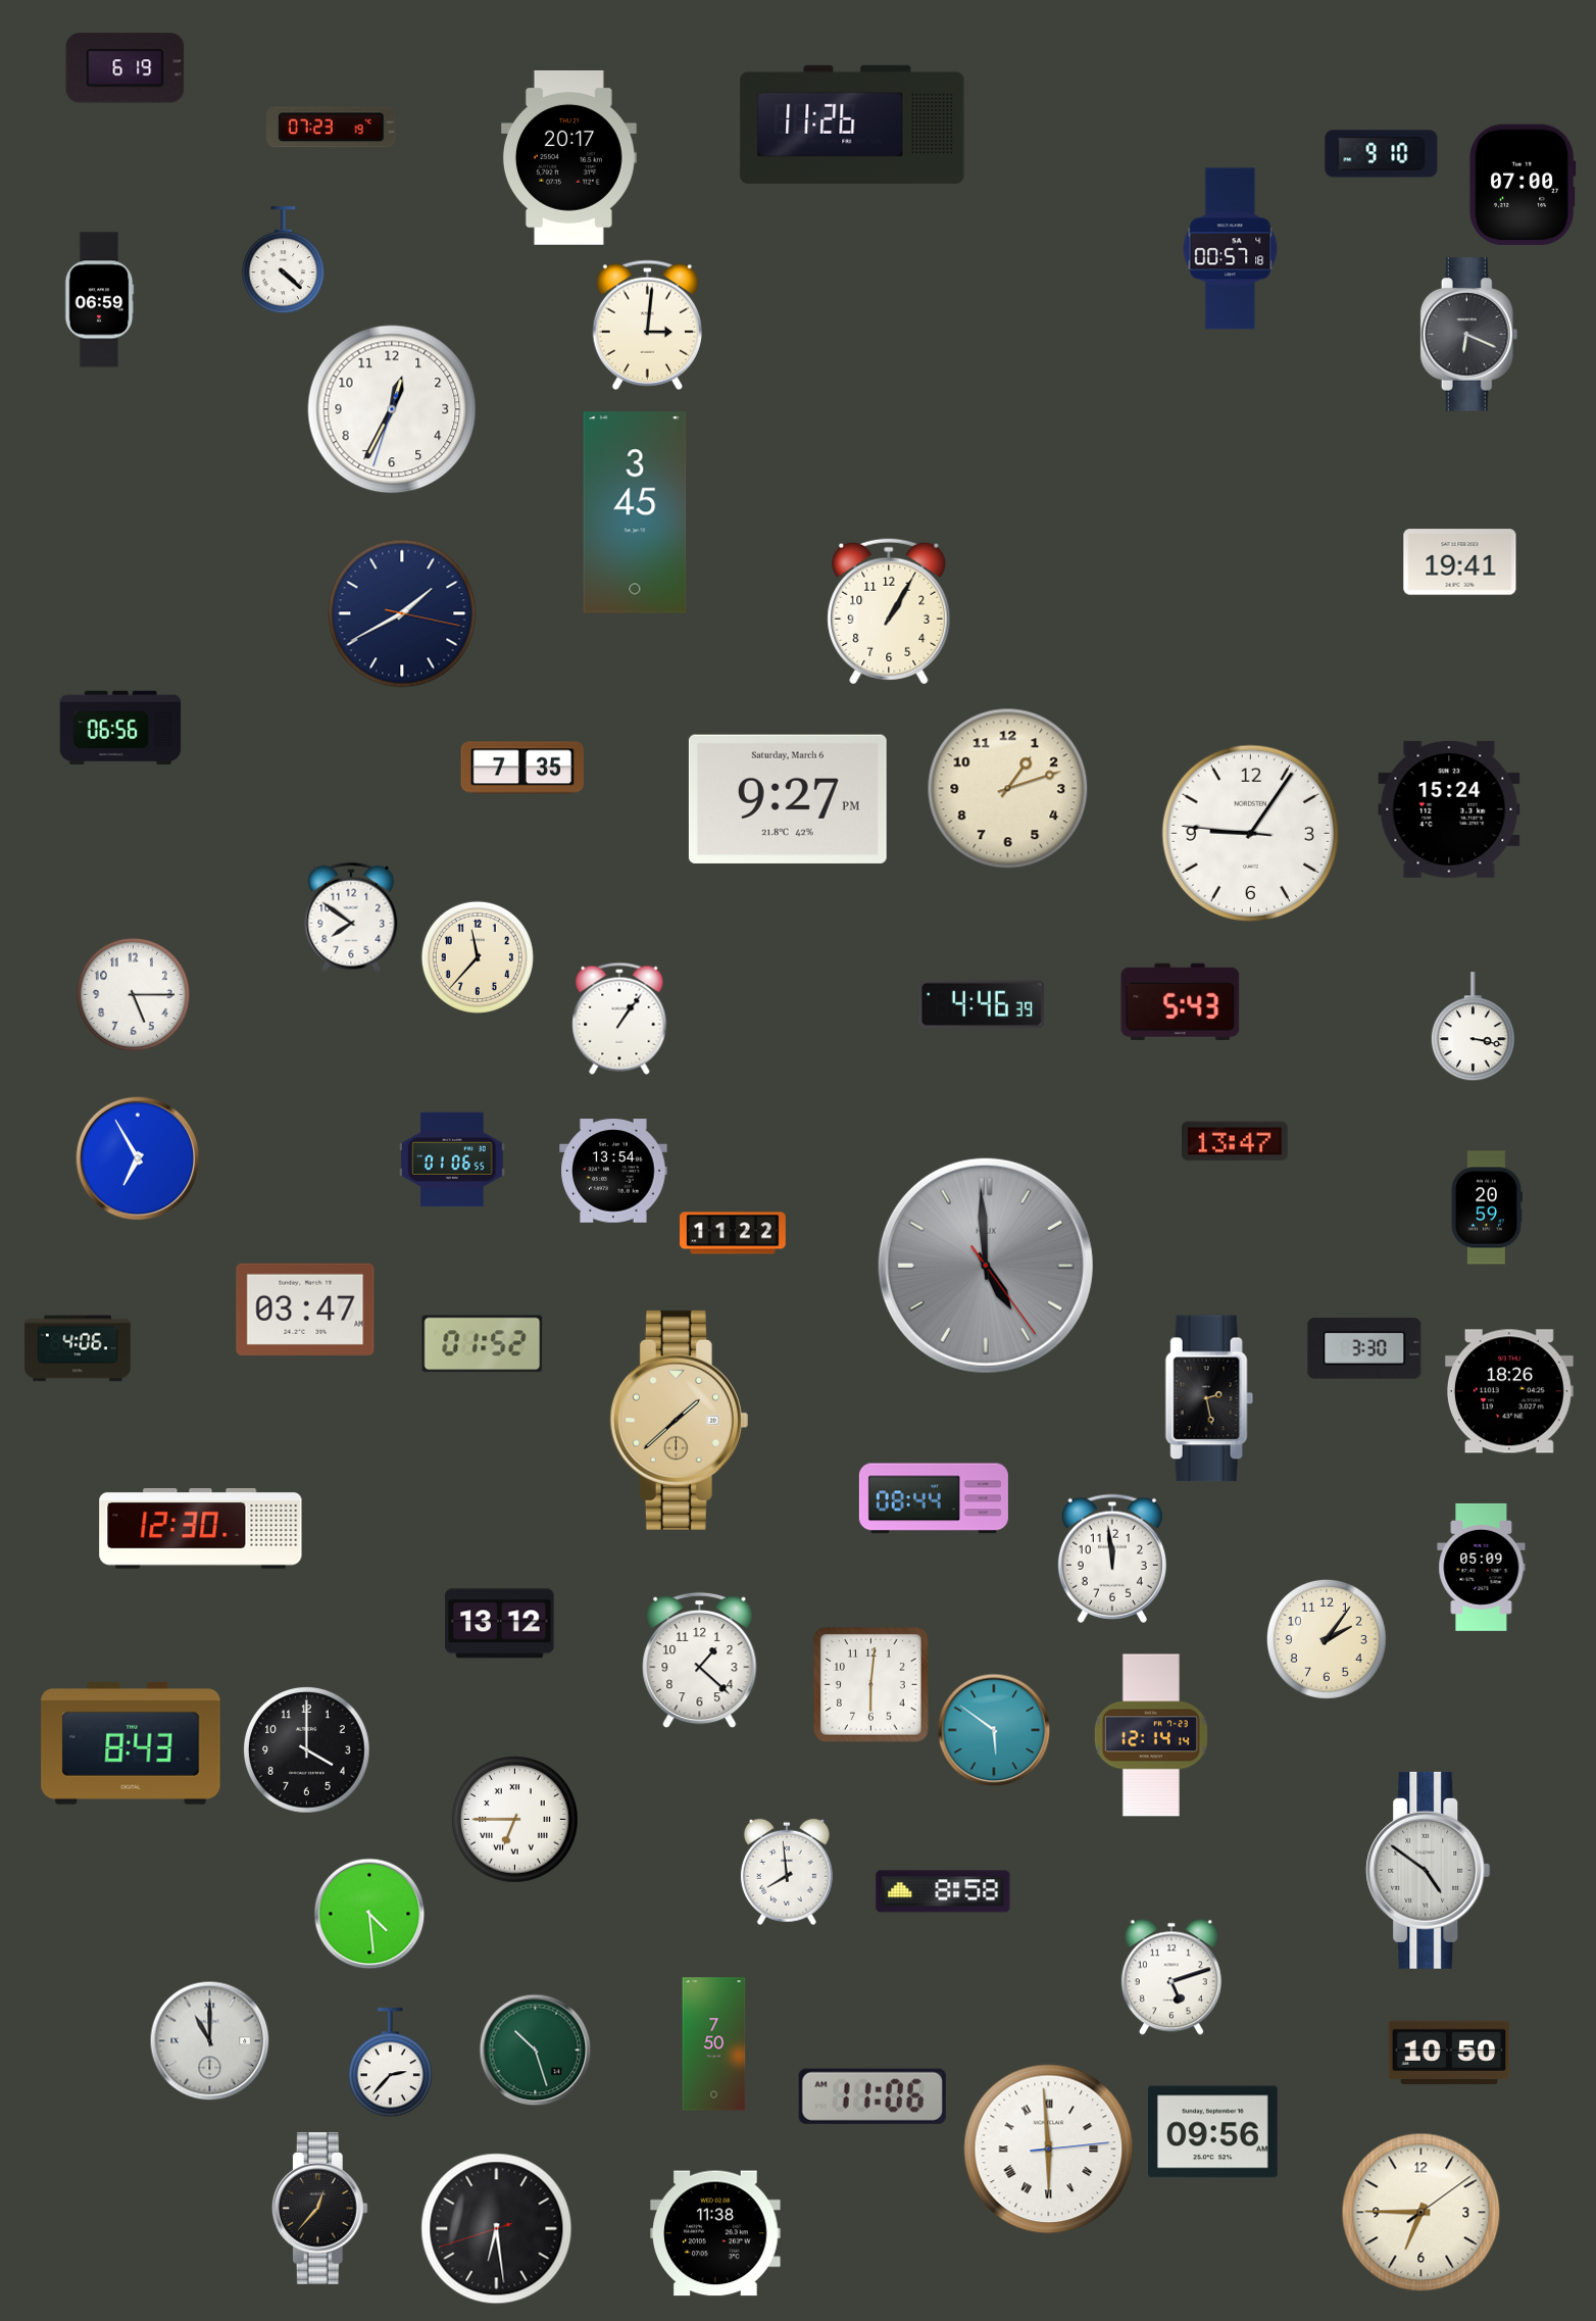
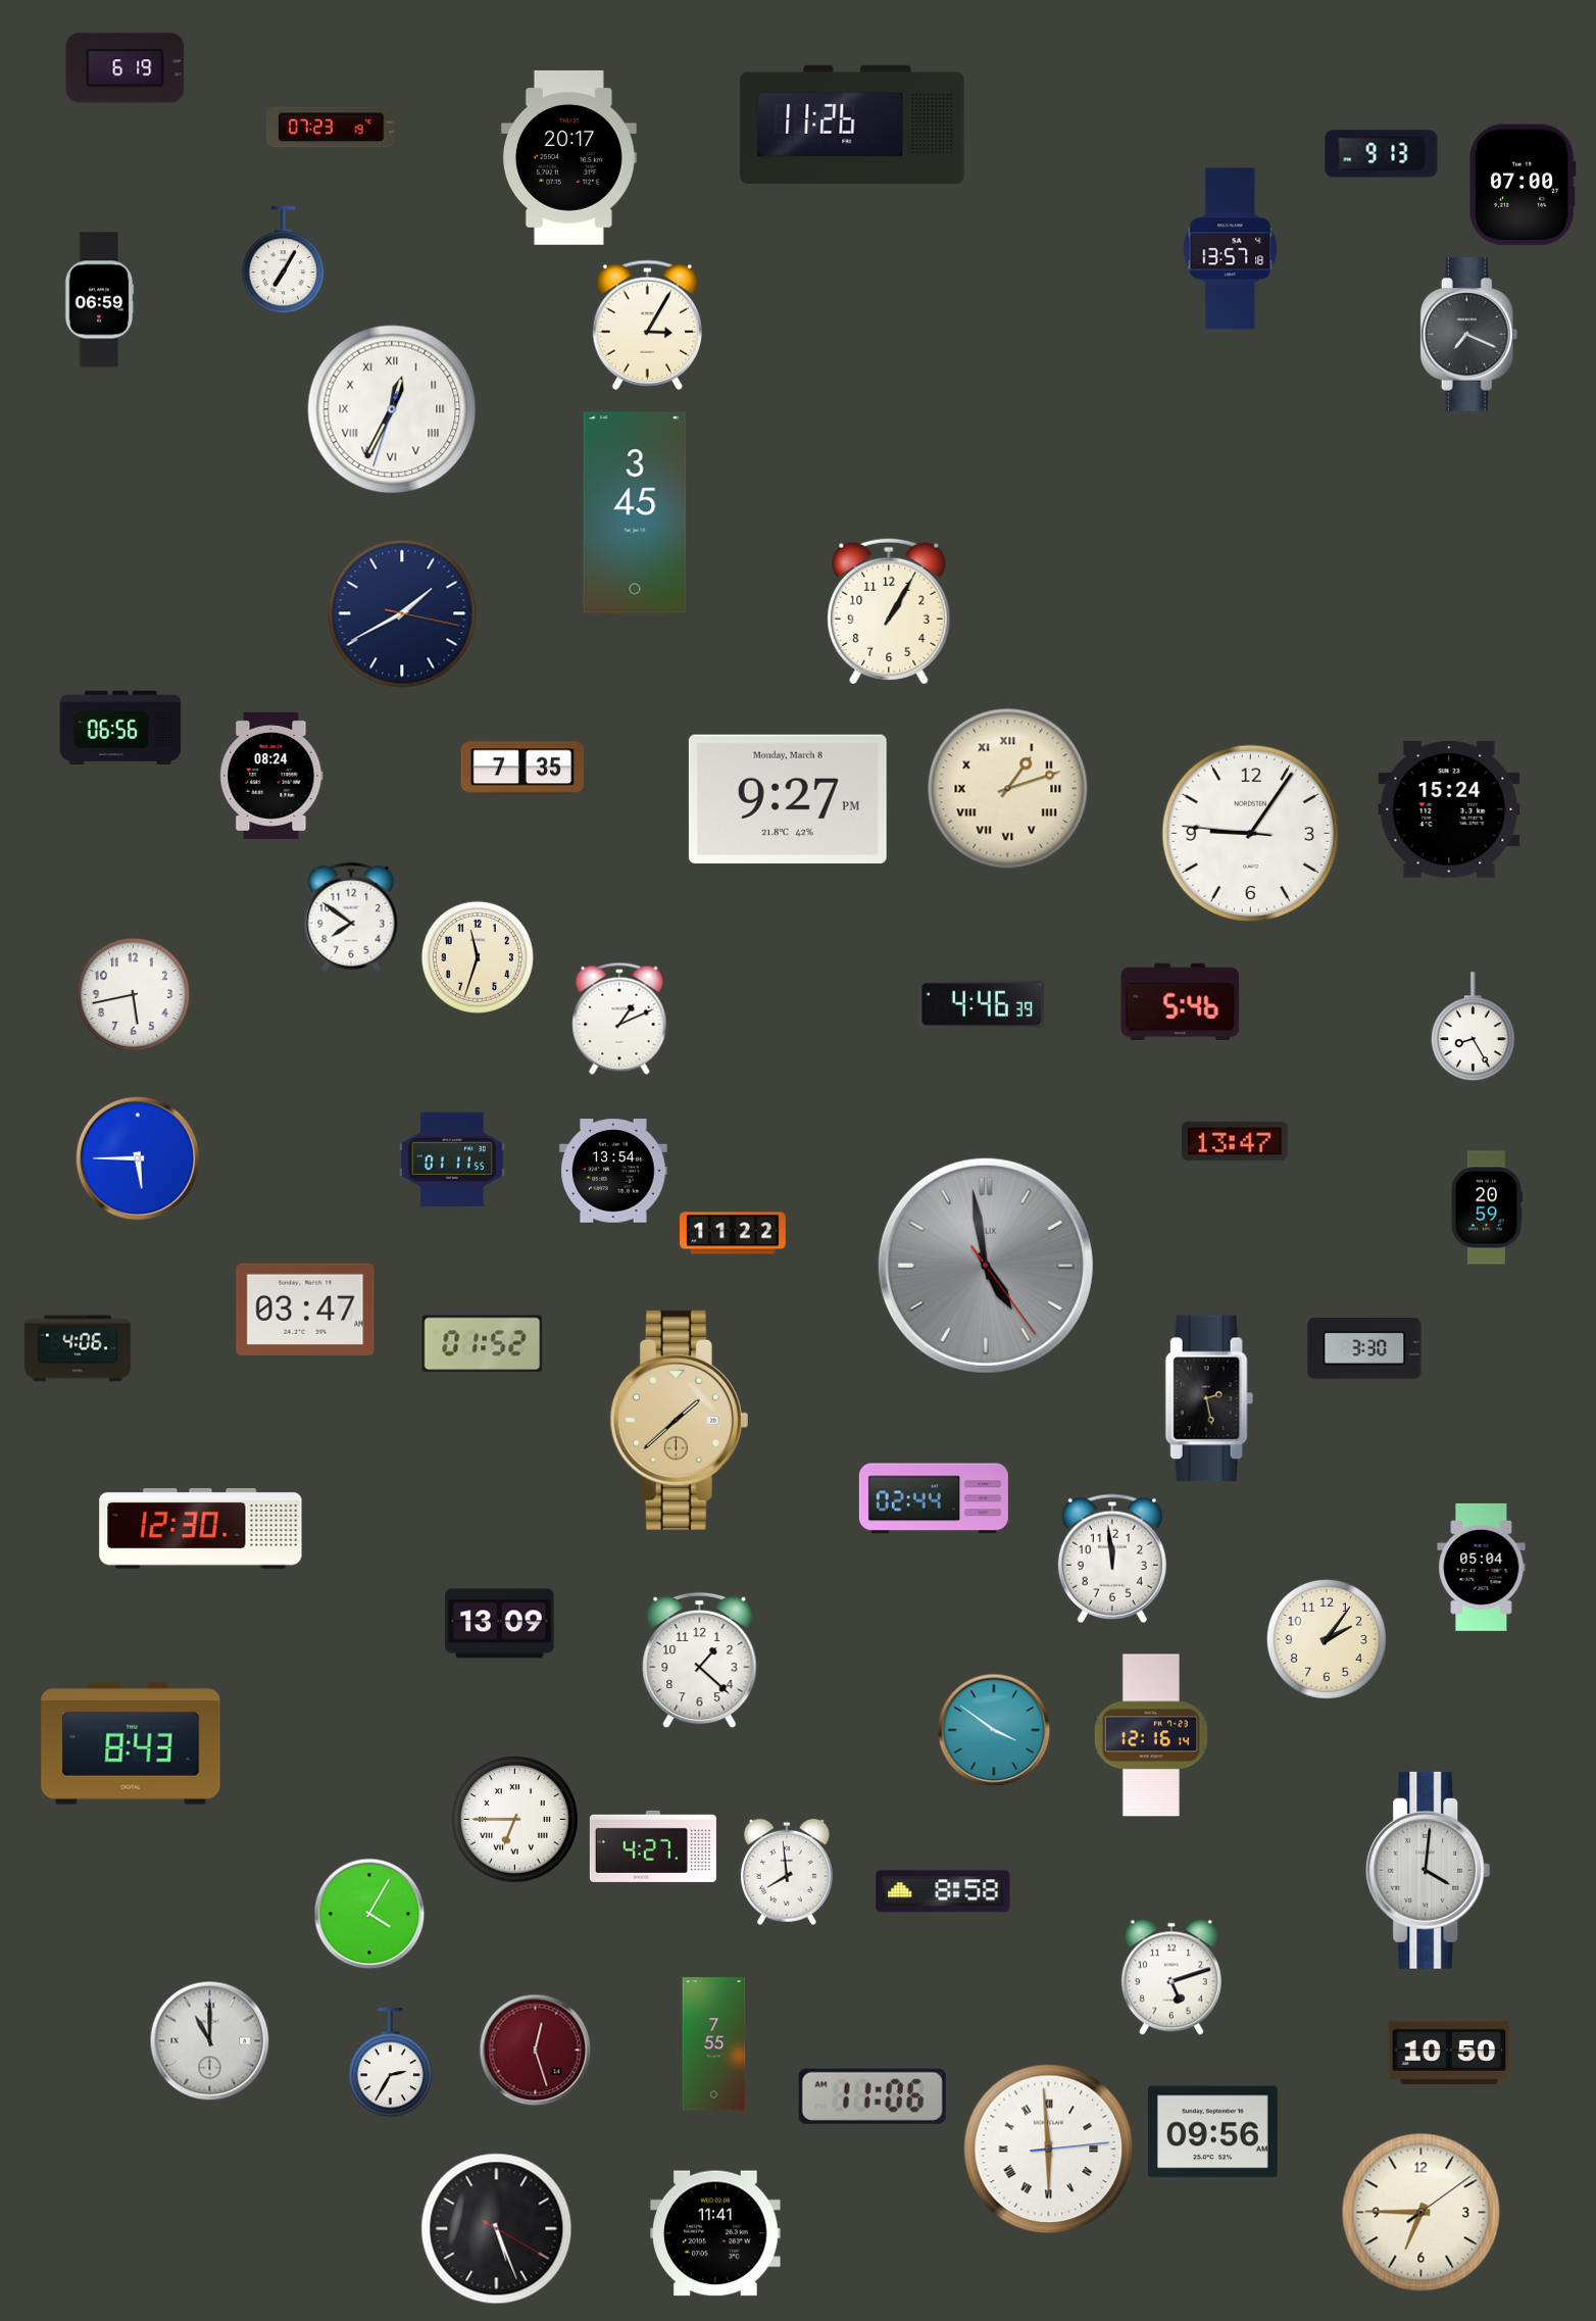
clock at (1382, 154): 9:10 -> 9:13
clock at (1231, 249): 00:57 -> 13:57
clock at (283, 260): 4:22 -> 7:05
clock at (647, 325): 3:01 -> 3:05
clock at (1469, 335): 6:19 -> 7:19
clock at (392, 409) numerals: Arabic -> Roman
clock at (1460, 562): 19:41 -> none
clock at (271, 776): none -> 08:24
clock at (1008, 789) numerals: Arabic -> Roman
clock at (788, 799) date: Saturday, March 6 -> Monday, March 8
clock at (478, 957): 11:37 -> 11:33
clock at (133, 994): 5:15 -> 5:43
clock at (1181, 1001): 5:43 -> 5:46
clock at (619, 1019): 1:06 -> 1:11
clock at (1473, 1027): 3:17 -> 8:25
clock at (138, 1158): 6:55 -> 5:45
clock at (453, 1159): 01:06 -> 01:11
clock at (986, 1266): 4:59 -> 4:58
clock at (1509, 1391): 18:26 -> none
clock at (934, 1498): 08:44 -> 02:44
clock at (1482, 1567): 05:09 -> 05:04
clock at (500, 1624): 13:12 -> 13:09
clock at (871, 1685): 6:01 -> none
clock at (994, 1730): 5:51 -> 3:51
clock at (1151, 1735): 12:14 -> 12:16
clock at (307, 1750): 4:00 -> none
clock at (653, 1846): none -> 4:27
clock at (1429, 1870): 4:51 -> 4:01
clock at (369, 1914): 4:29 -> 4:05
clock at (714, 2044): 7:50 -> 7:55
clock at (536, 2051): 10:27 -> 12:27
clock at (536, 2051) dial: green -> burgundy
clock at (390, 2063): 2:37 -> 2:35
clock at (319, 2208): 12:37 -> none
clock at (497, 2229): 6:28 -> 5:26
clock at (715, 2233): 11:38 -> 11:41
